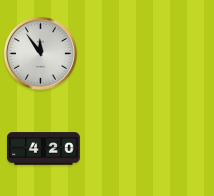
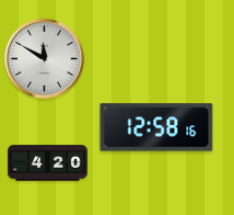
clock at (40, 53): 11:54 -> 11:50
clock at (156, 127): none -> 12:58
